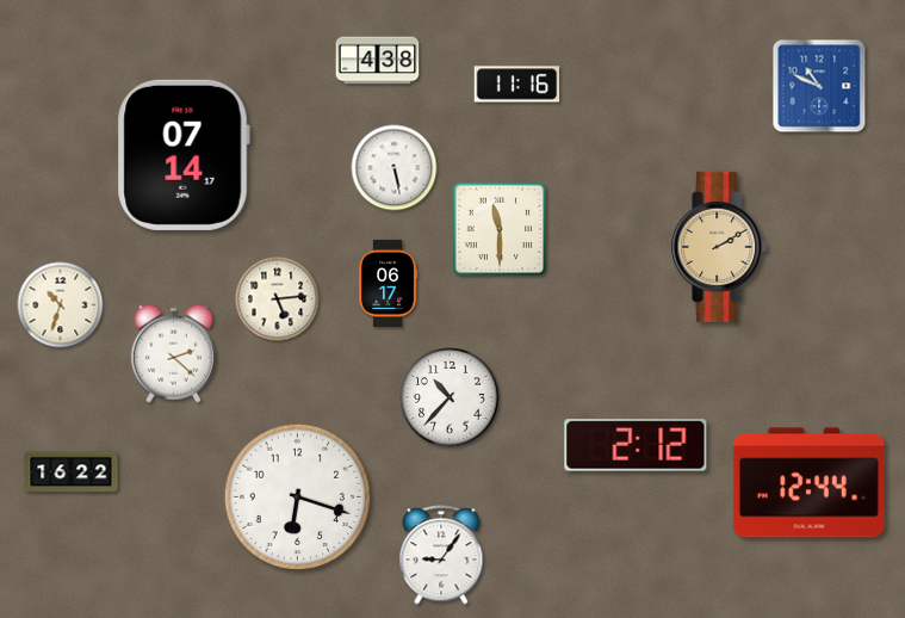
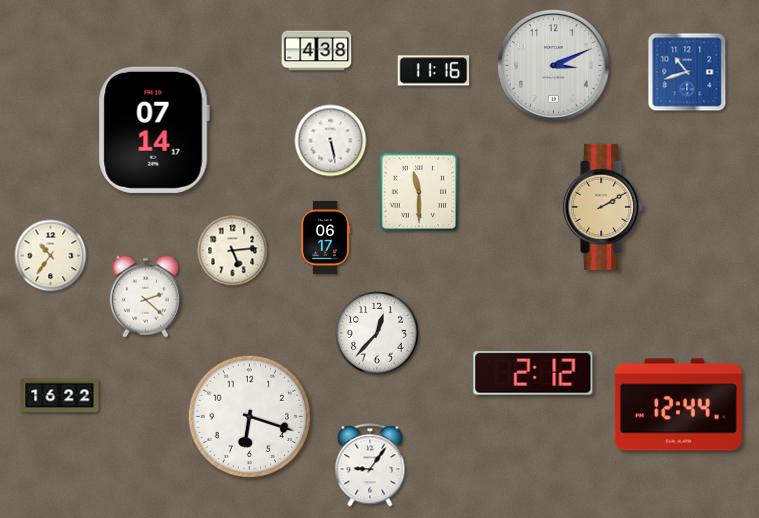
clock at (554, 66): none -> 3:11
clock at (819, 86): 10:49 -> 10:42
clock at (61, 305): 10:33 -> 10:36
clock at (450, 397): 10:37 -> 12:37
